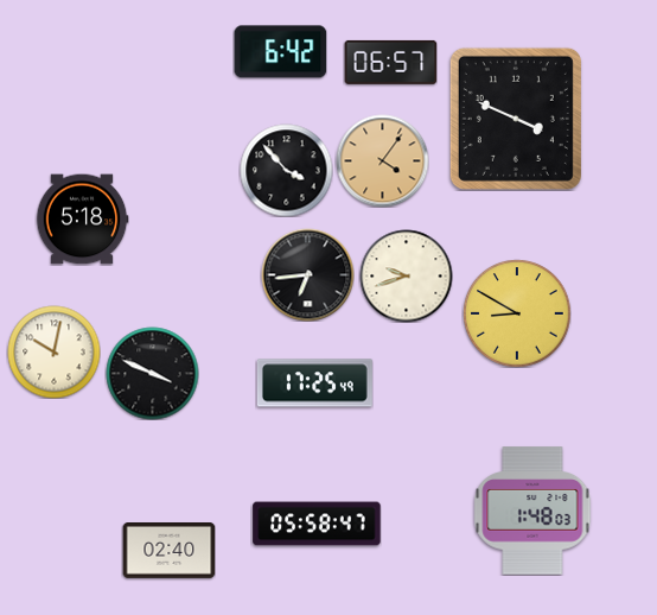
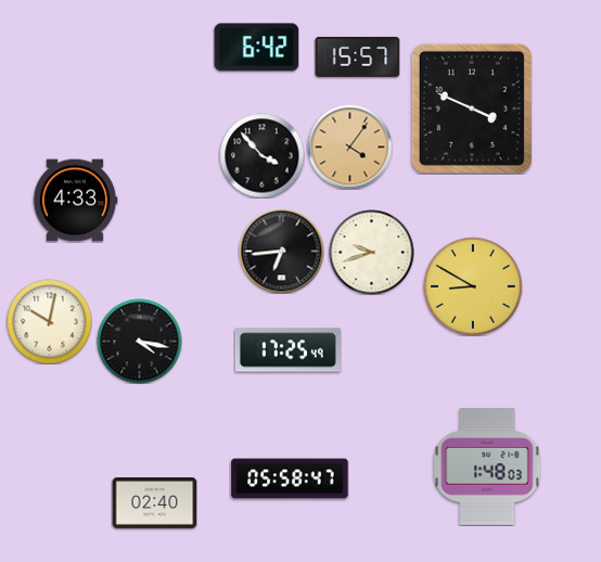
clock at (390, 62): 06:57 -> 15:57
clock at (82, 220): 5:18 -> 4:33
clock at (152, 373): 3:49 -> 4:17
